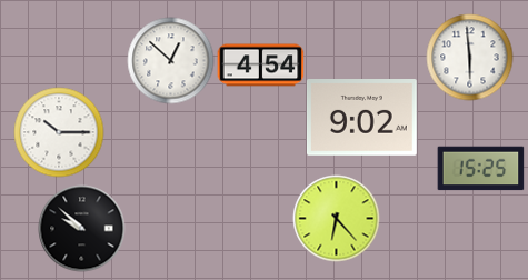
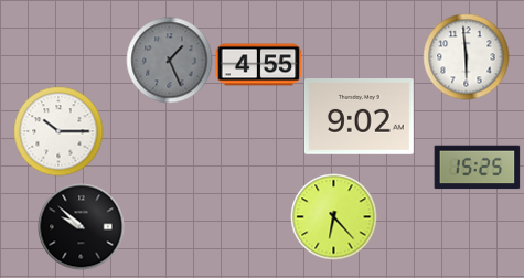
clock at (170, 60): 12:52 -> 1:26
clock at (170, 60) dial: white -> grey
clock at (260, 66): 4:54 -> 4:55
